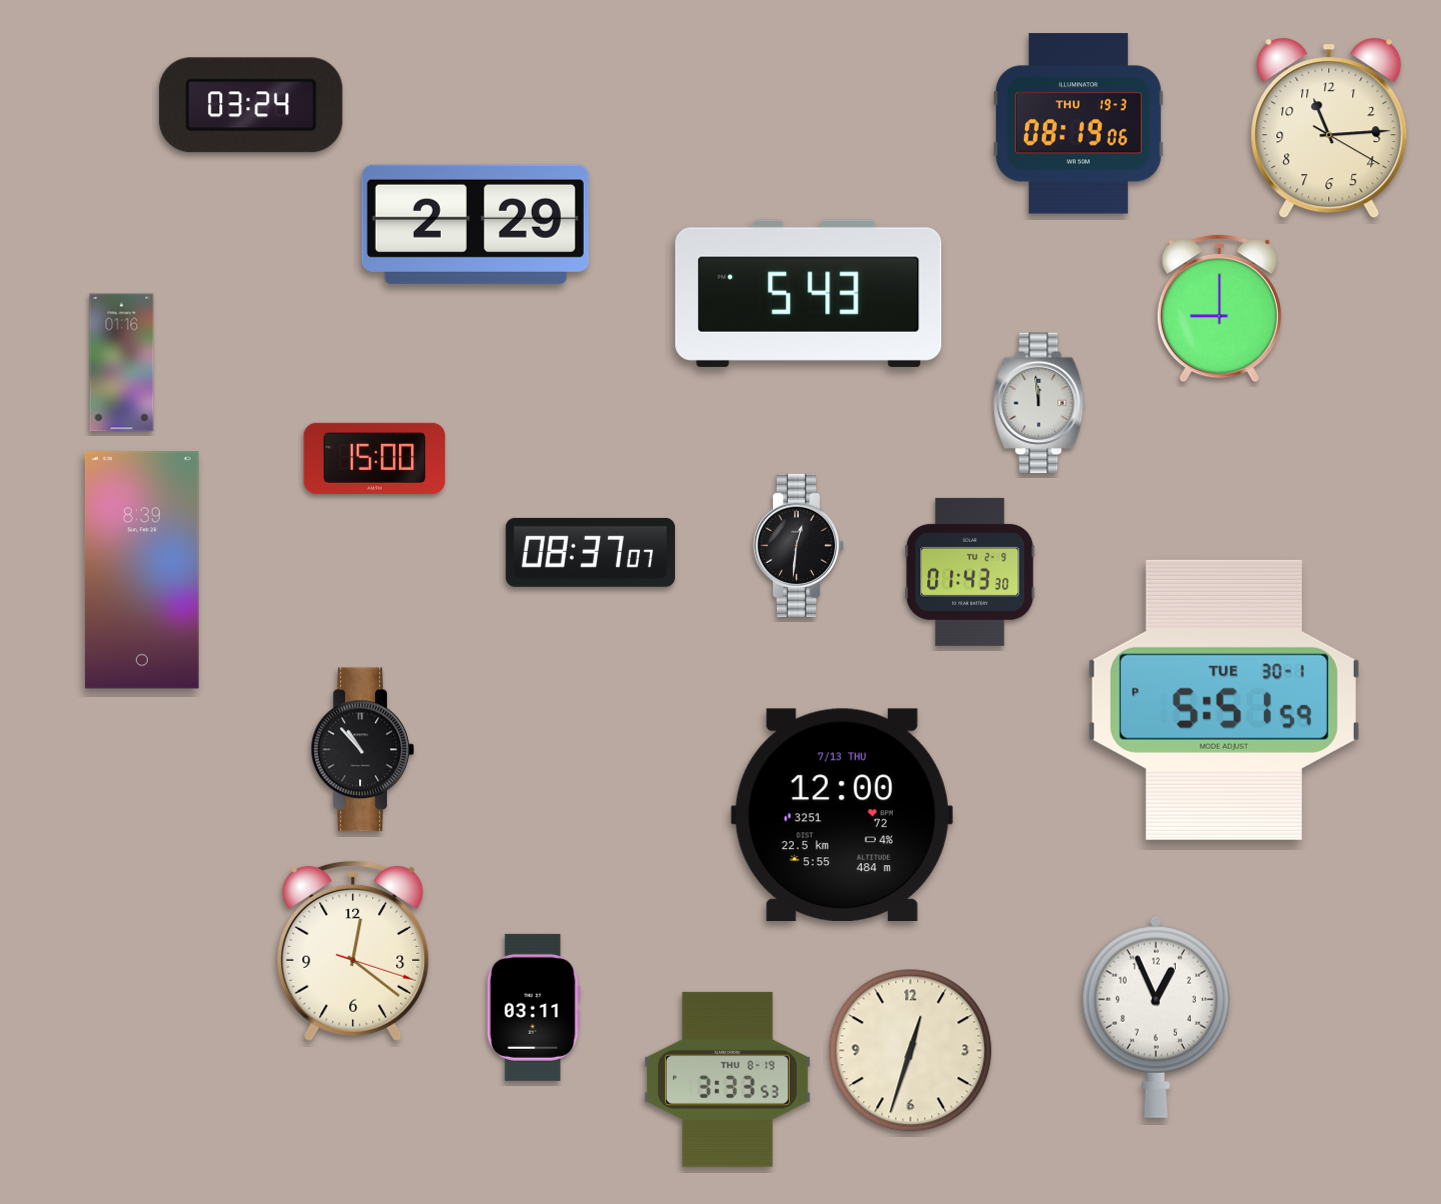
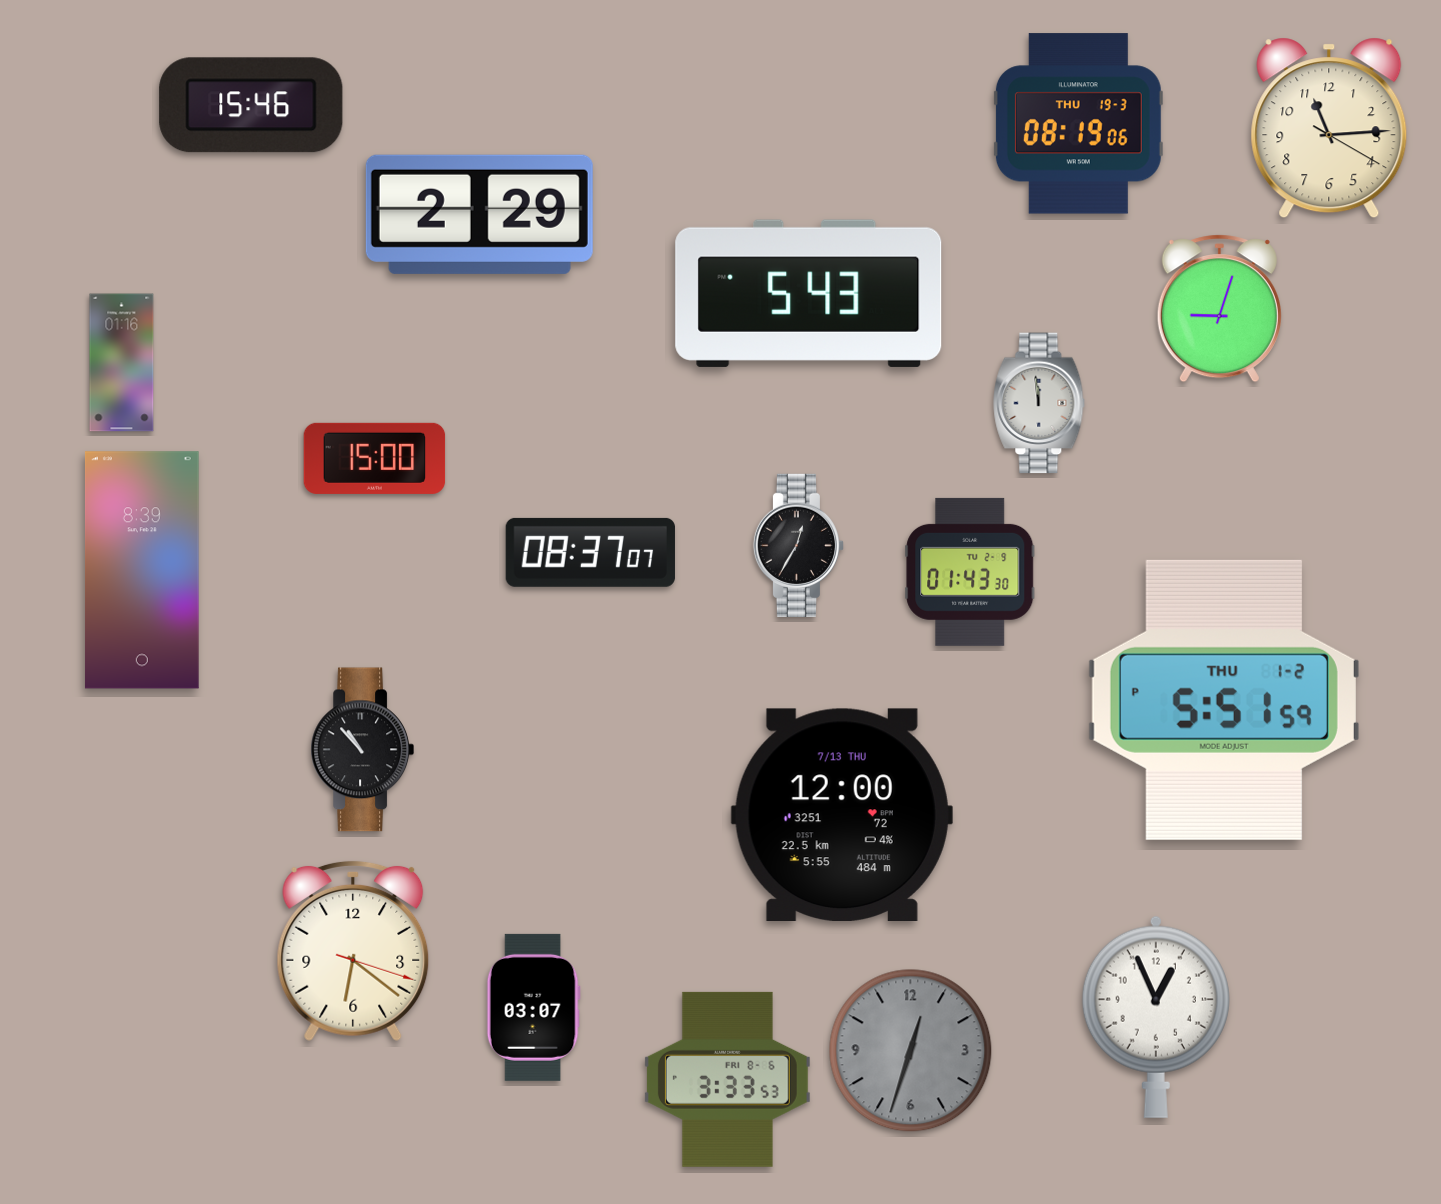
clock at (251, 105): 03:24 -> 15:46
clock at (475, 224) position: (475, 224) -> (479, 214)
clock at (1219, 309): 9:00 -> 9:03
clock at (798, 545): 12:31 -> 12:35
clock at (1224, 700) date: TUE 30-1 -> THU 1-2
clock at (353, 951): 12:21 -> 6:21
clock at (533, 1007): 03:11 -> 03:07
clock at (911, 1051) dial: cream -> grey
clock at (727, 1079) date: THU 8-19 -> FRI 8-6
